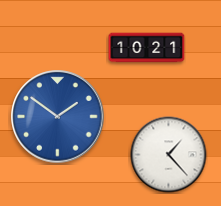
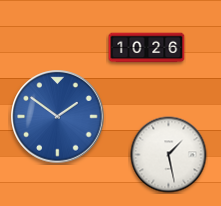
clock at (147, 48): 10:21 -> 10:26
clock at (169, 155): 1:23 -> 1:28
